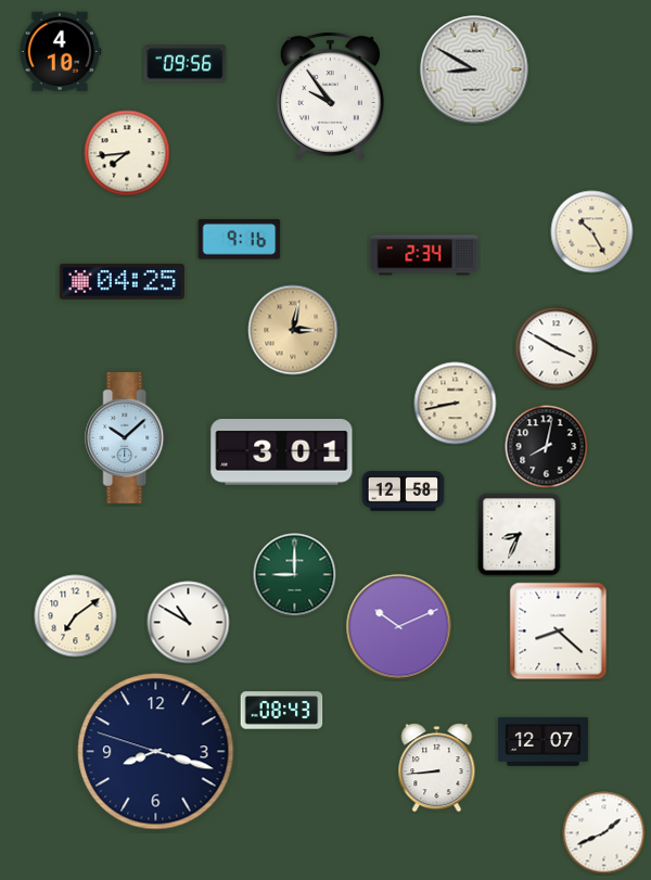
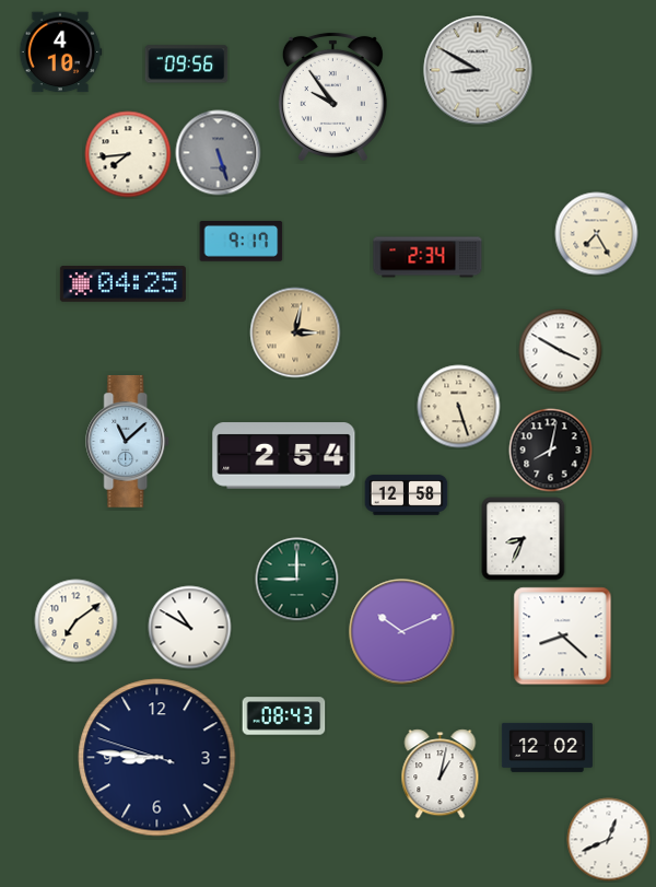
clock at (219, 153): none -> 5:27
clock at (592, 232): 10:25 -> 7:25
clock at (240, 240): 9:16 -> 9:17
clock at (456, 404): 8:43 -> 5:27
clock at (127, 438): 10:08 -> 11:08
clock at (282, 452): 3:01 -> 2:54
clock at (542, 741): 12:07 -> 12:02
clock at (156, 752): 8:17 -> 8:45
clock at (437, 768): 8:44 -> 1:02
clock at (604, 833): 1:41 -> 12:41
